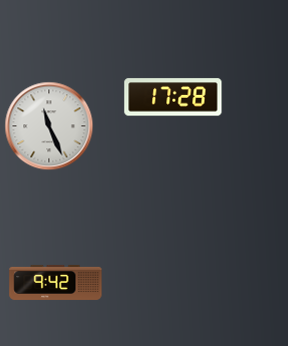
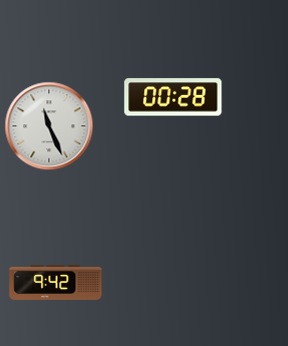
clock at (173, 97): 17:28 -> 00:28
